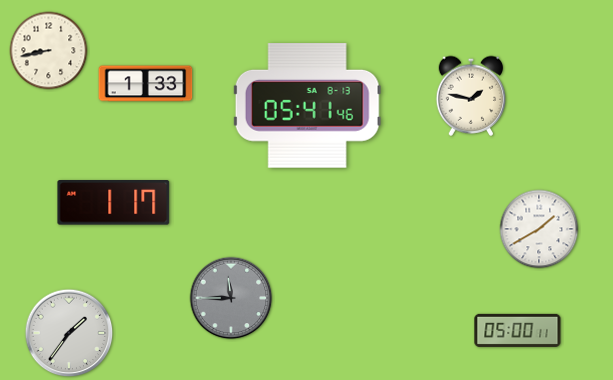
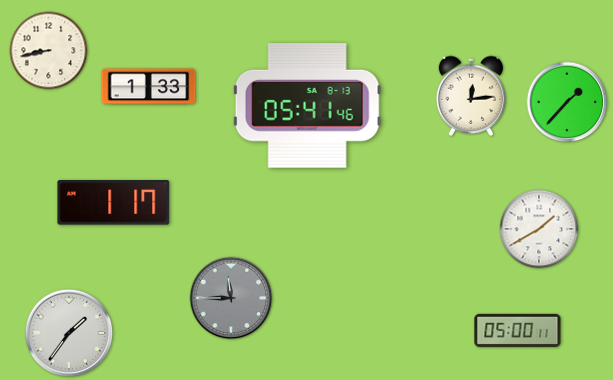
clock at (146, 84) position: (146, 84) -> (149, 87)
clock at (471, 96): 1:47 -> 12:14
clock at (567, 102): none -> 1:37
